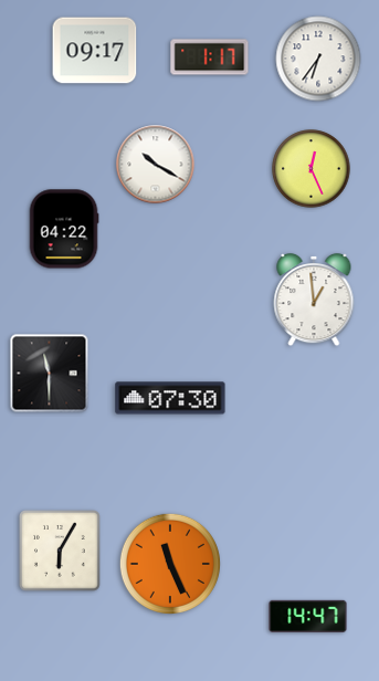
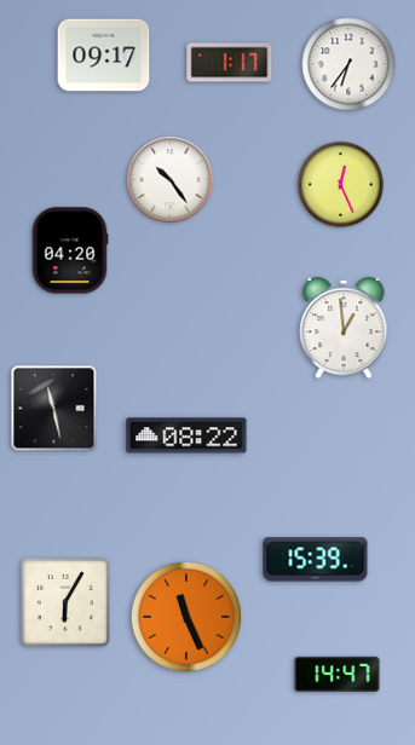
clock at (156, 165): 10:20 -> 10:24
clock at (64, 229): 04:22 -> 04:20
clock at (50, 374): 11:30 -> 11:28
clock at (170, 398): 07:30 -> 08:22
clock at (316, 560): none -> 15:39
